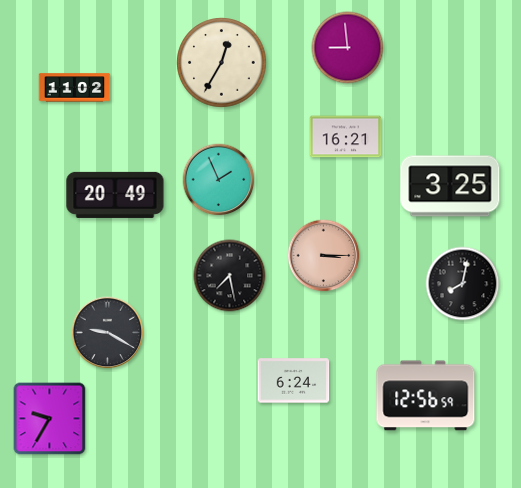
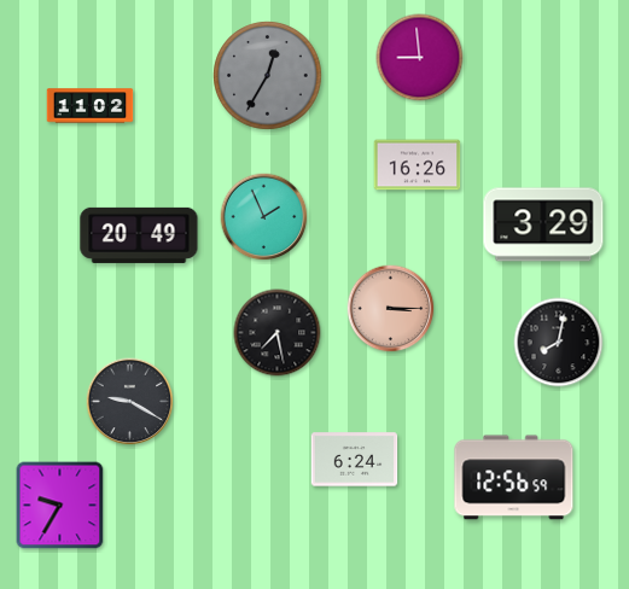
clock at (222, 63) dial: cream -> grey
clock at (346, 137): 16:21 -> 16:26
clock at (450, 186): 3:25 -> 3:29
